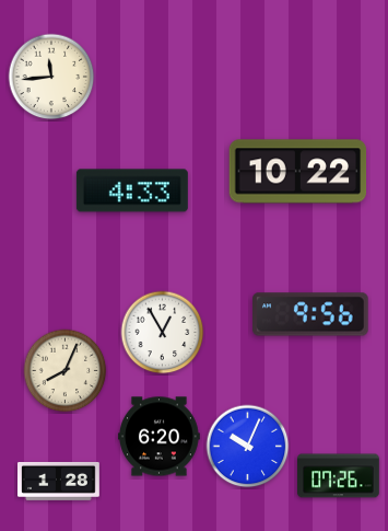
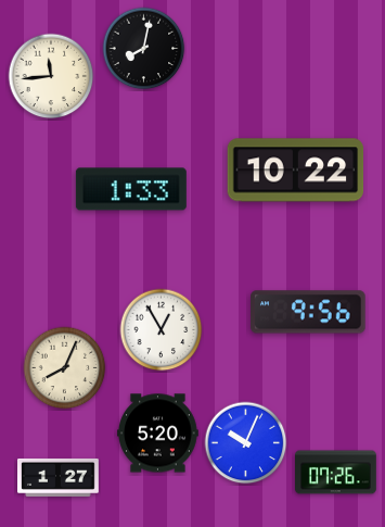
clock at (144, 49): none -> 8:02
clock at (132, 191): 4:33 -> 1:33
clock at (160, 437): 6:20 -> 5:20
clock at (59, 481): 1:28 -> 1:27
